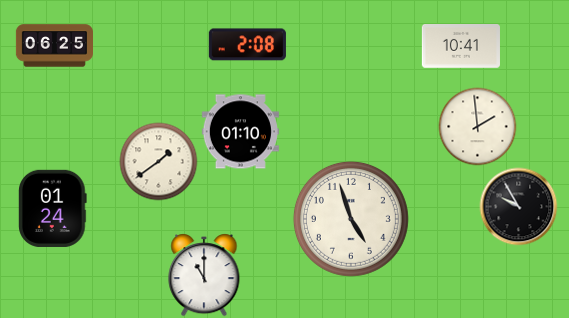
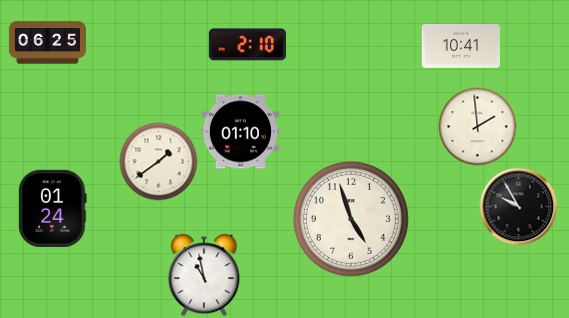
clock at (247, 45): 2:08 -> 2:10
clock at (54, 46) position: (54, 46) -> (47, 43)
clock at (204, 275): 11:00 -> 10:58
